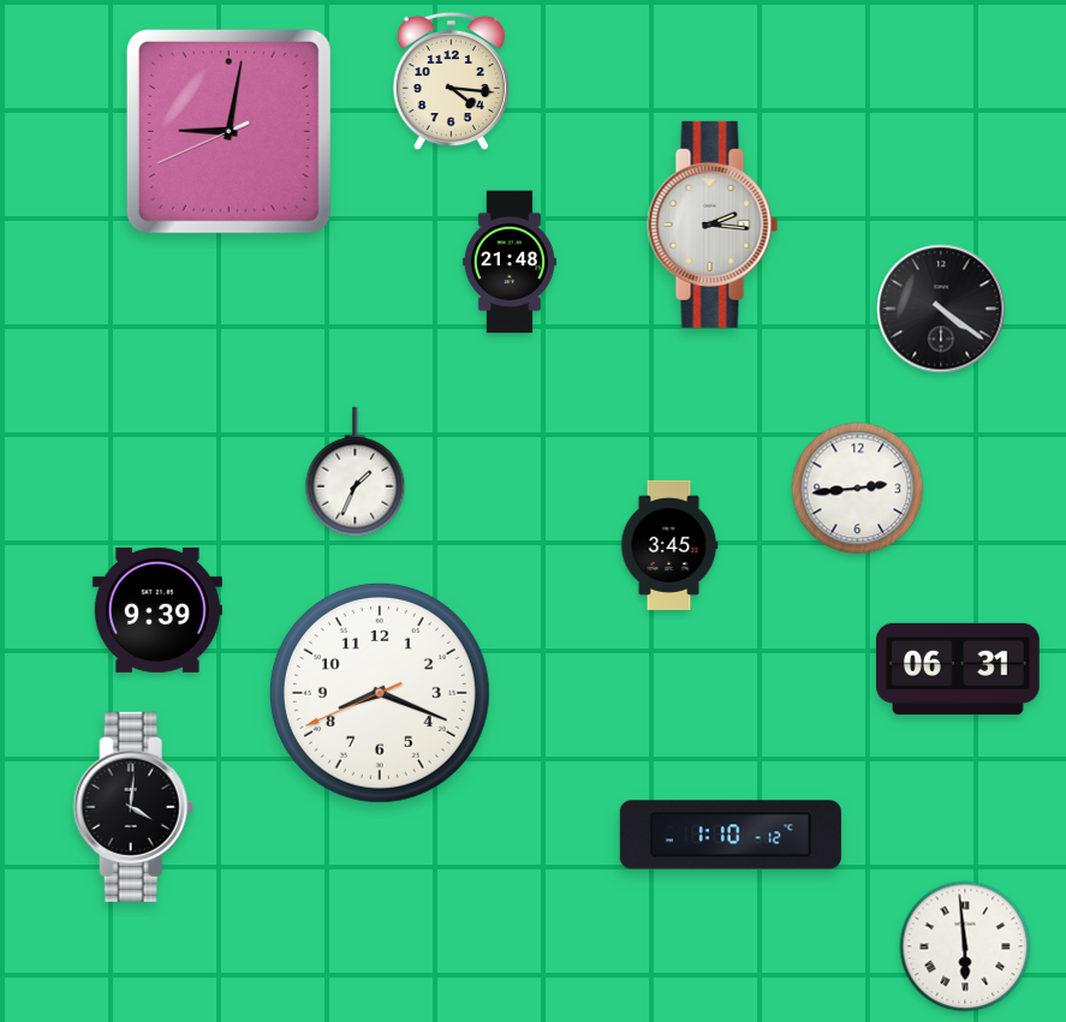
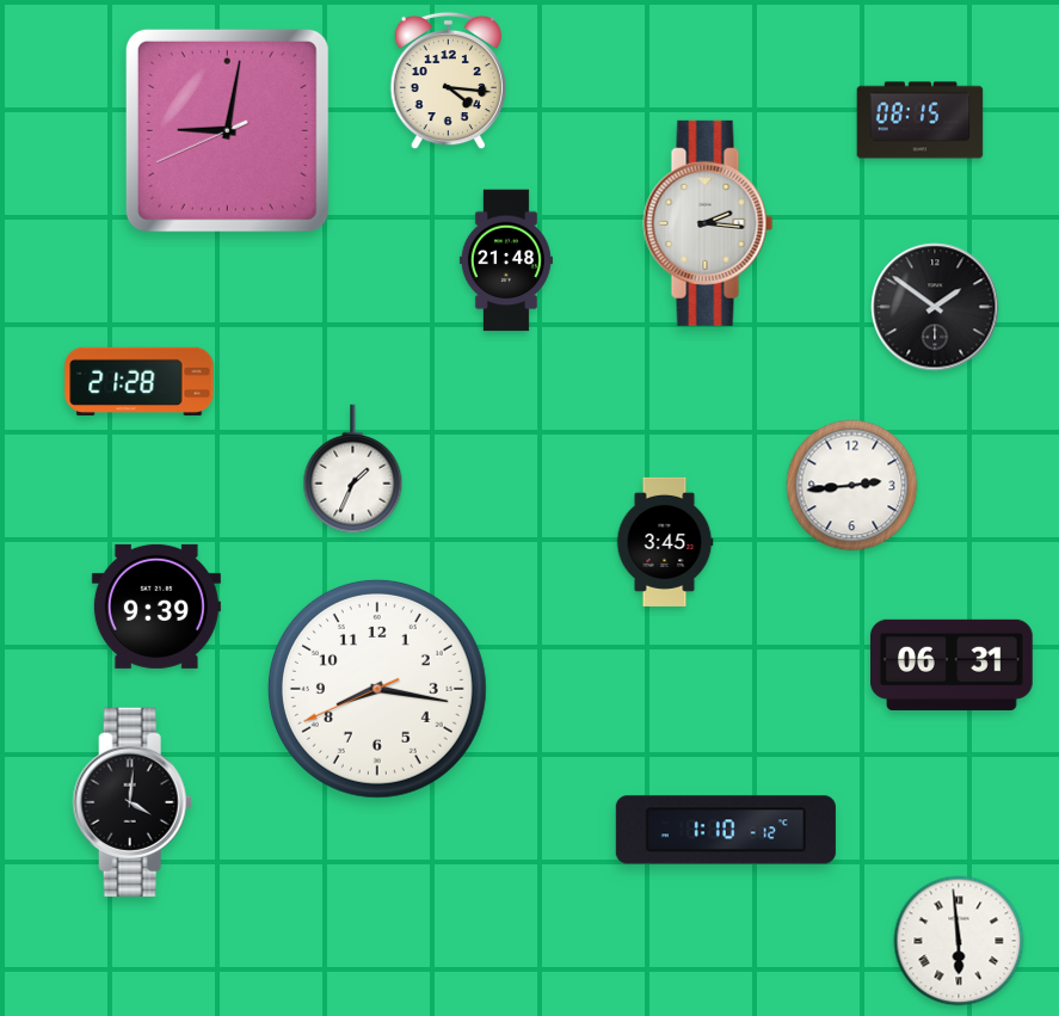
clock at (921, 121): none -> 08:15
clock at (941, 309): 4:21 -> 1:51
clock at (140, 381): none -> 21:28
clock at (380, 693): 8:18 -> 8:16
